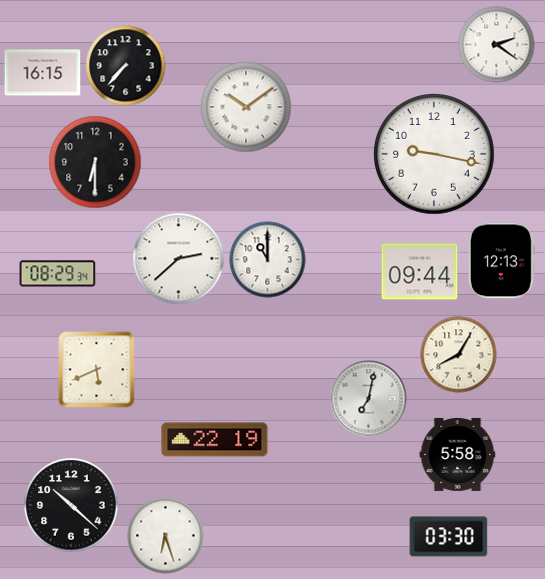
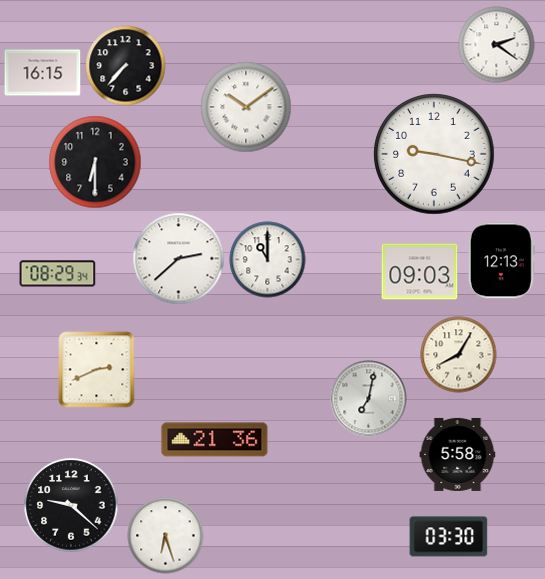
clock at (420, 272): 09:44 -> 09:03
clock at (97, 370): 5:41 -> 2:41
clock at (215, 440): 22:19 -> 21:36
clock at (71, 505): 10:22 -> 9:22
